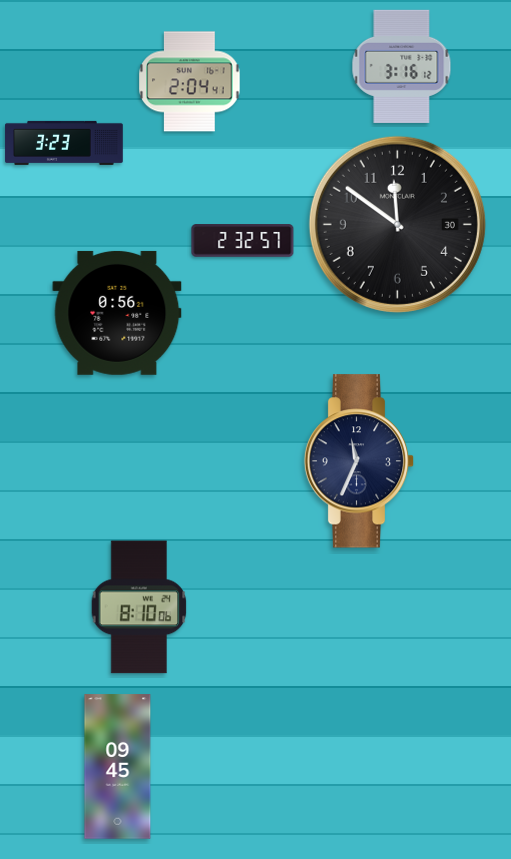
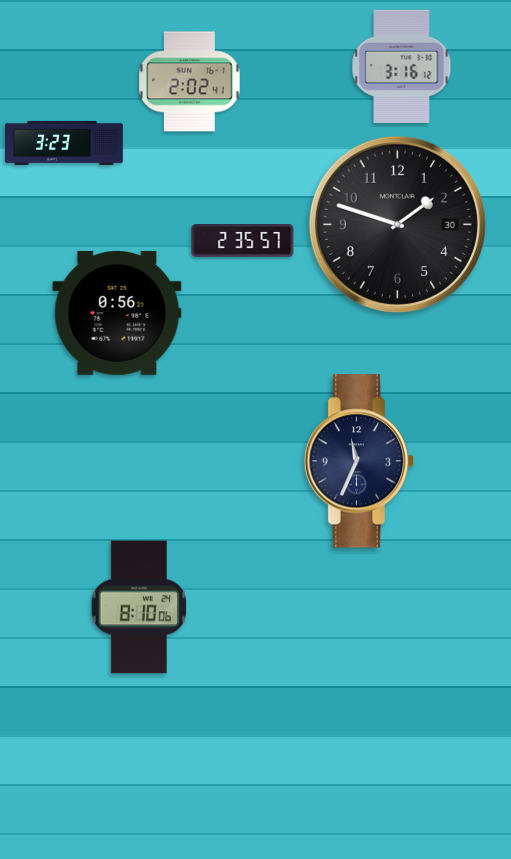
clock at (190, 82): 2:04 -> 2:02
clock at (397, 224): 11:51 -> 1:48
clock at (243, 241): 2:32 -> 2:35
clock at (118, 767): 09:45 -> none
